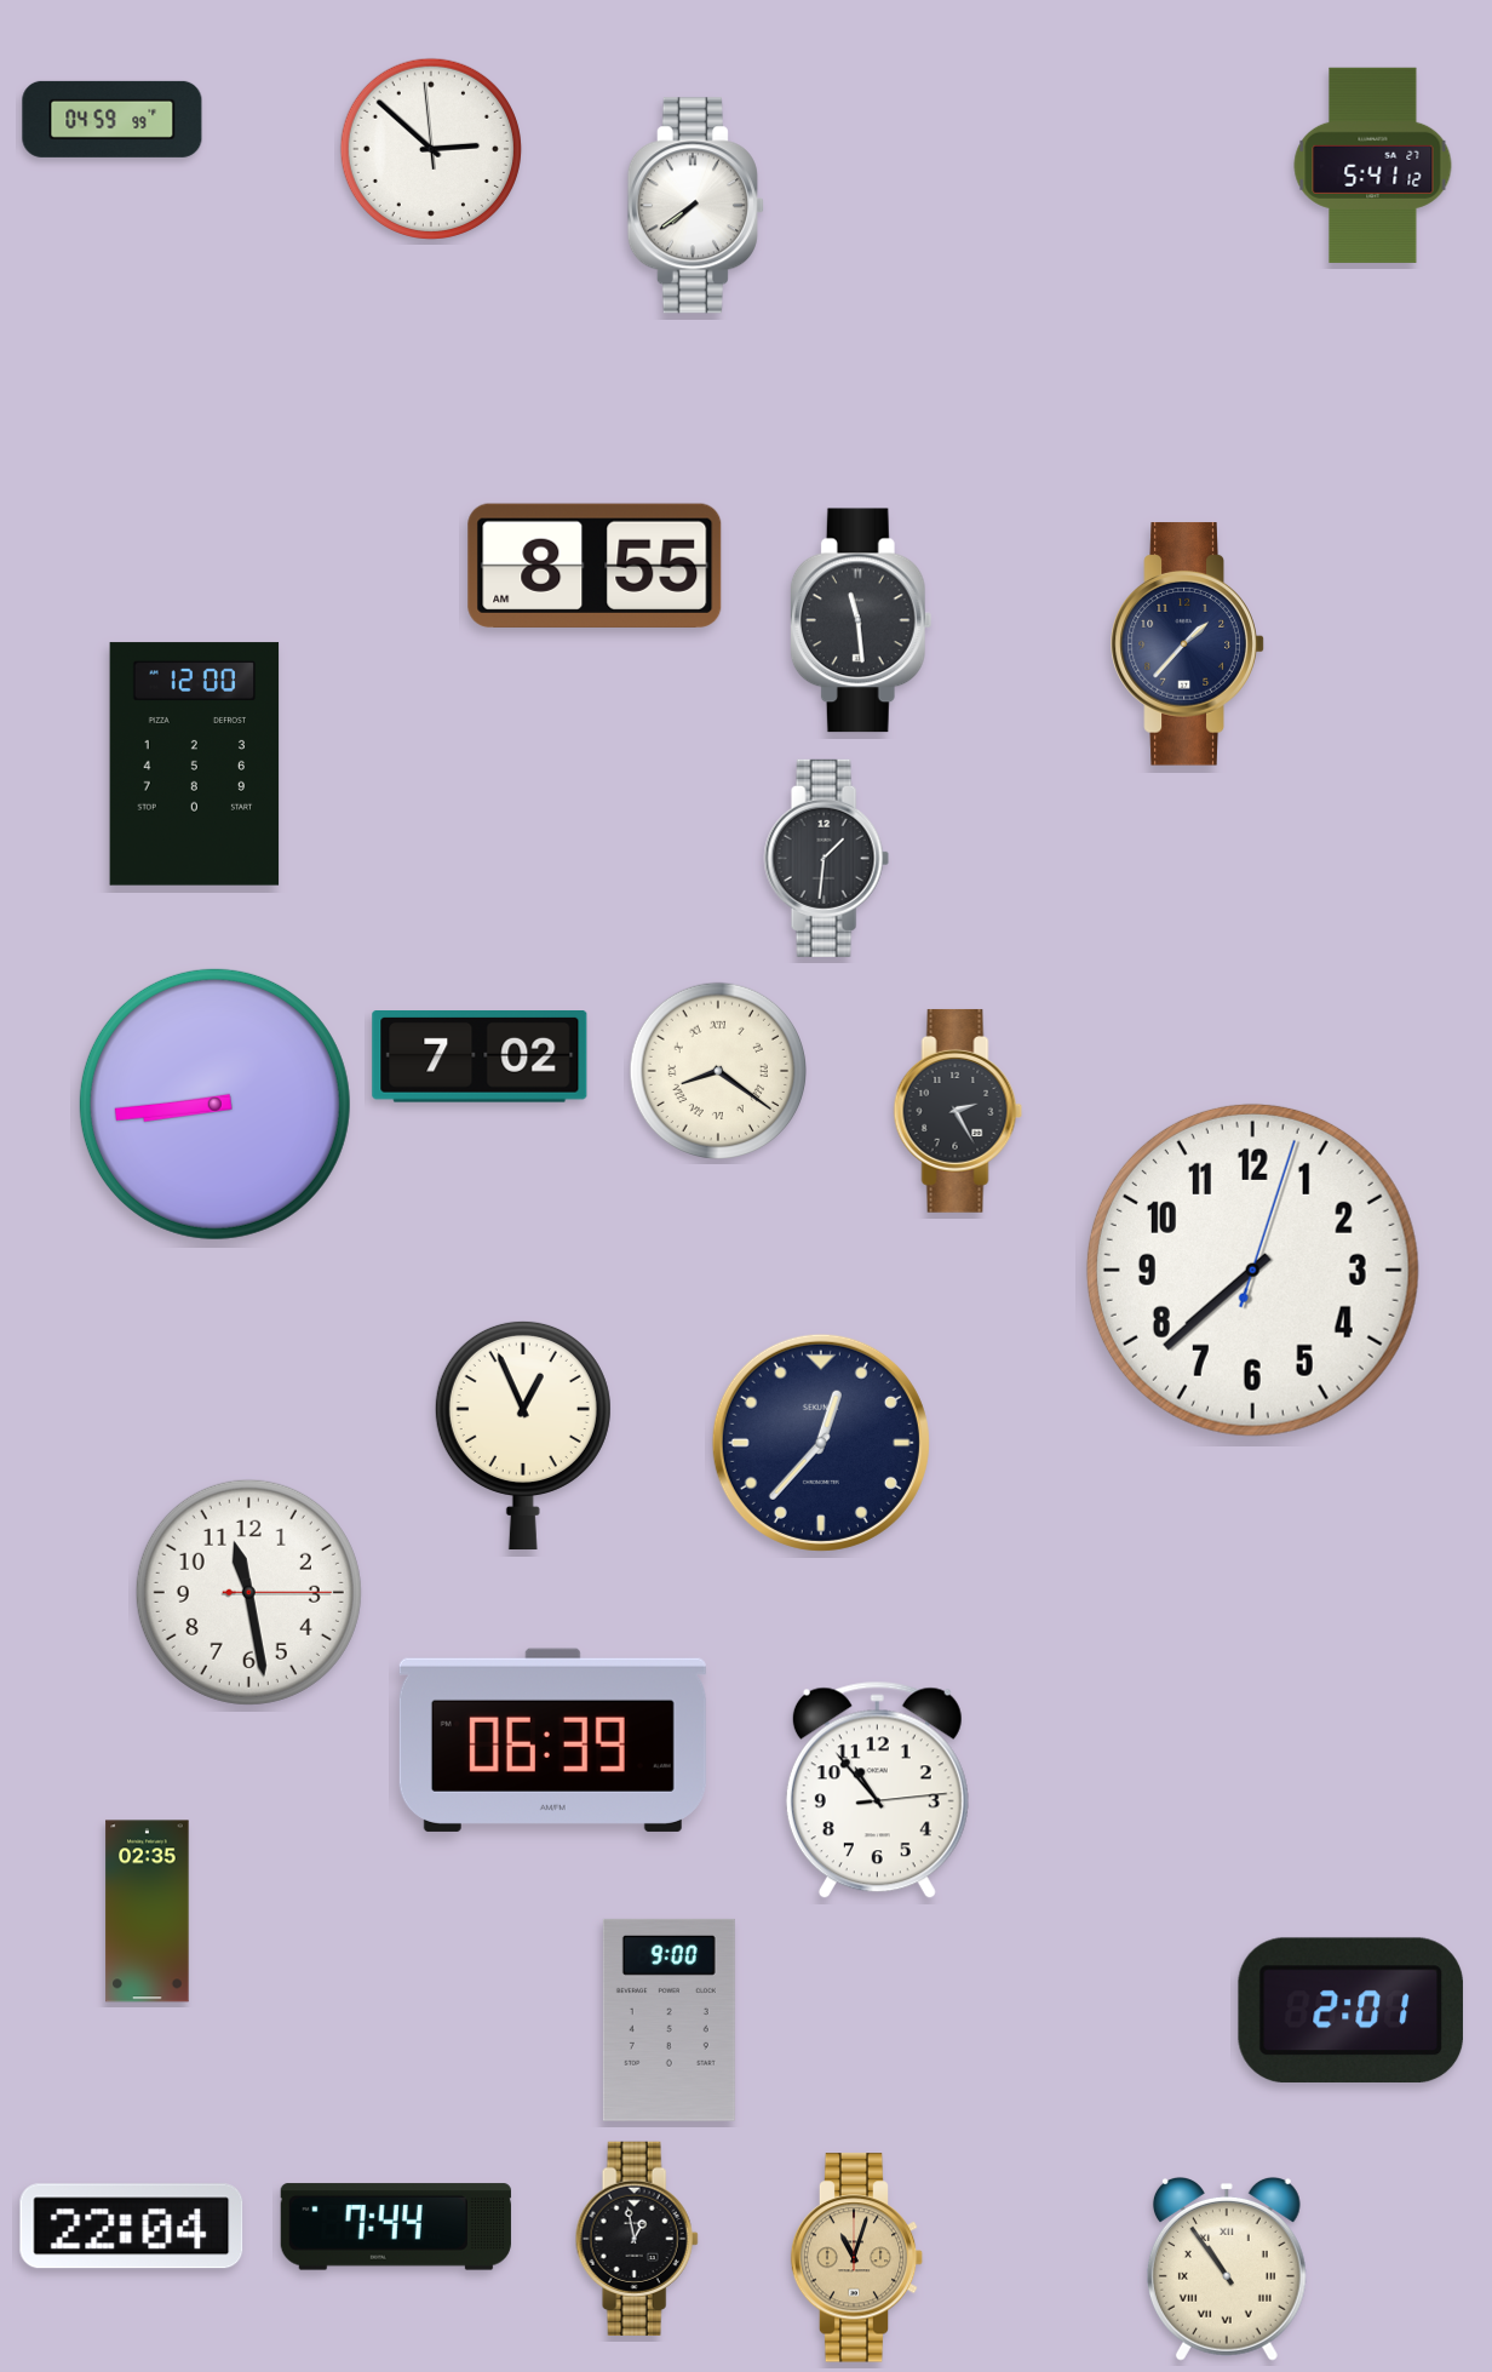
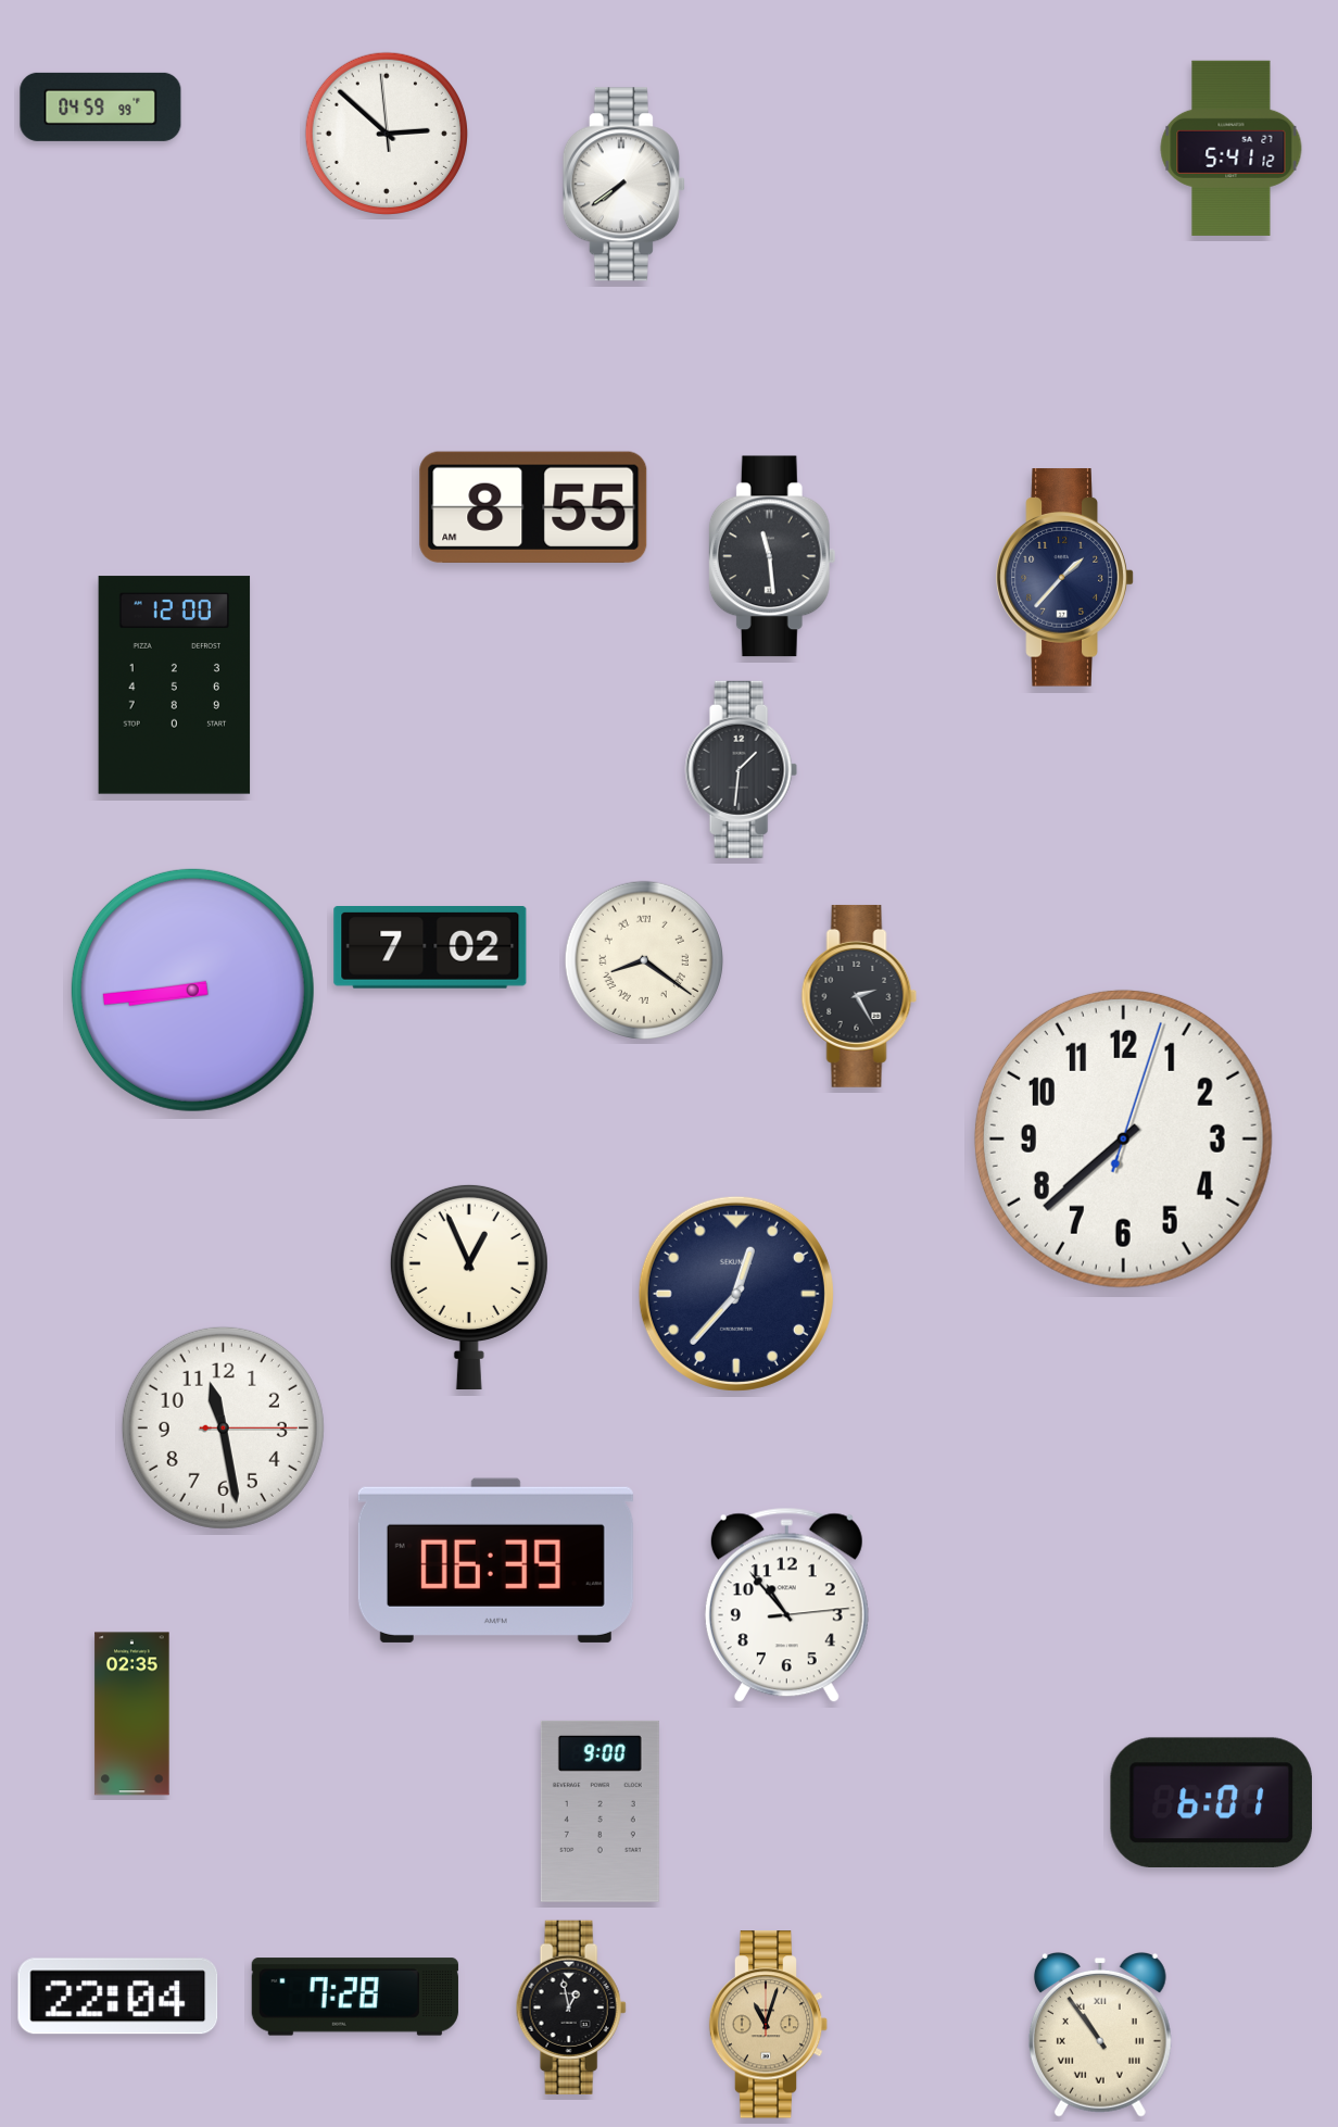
clock at (1350, 2010): 2:01 -> 6:01
clock at (396, 2227): 7:44 -> 7:28
